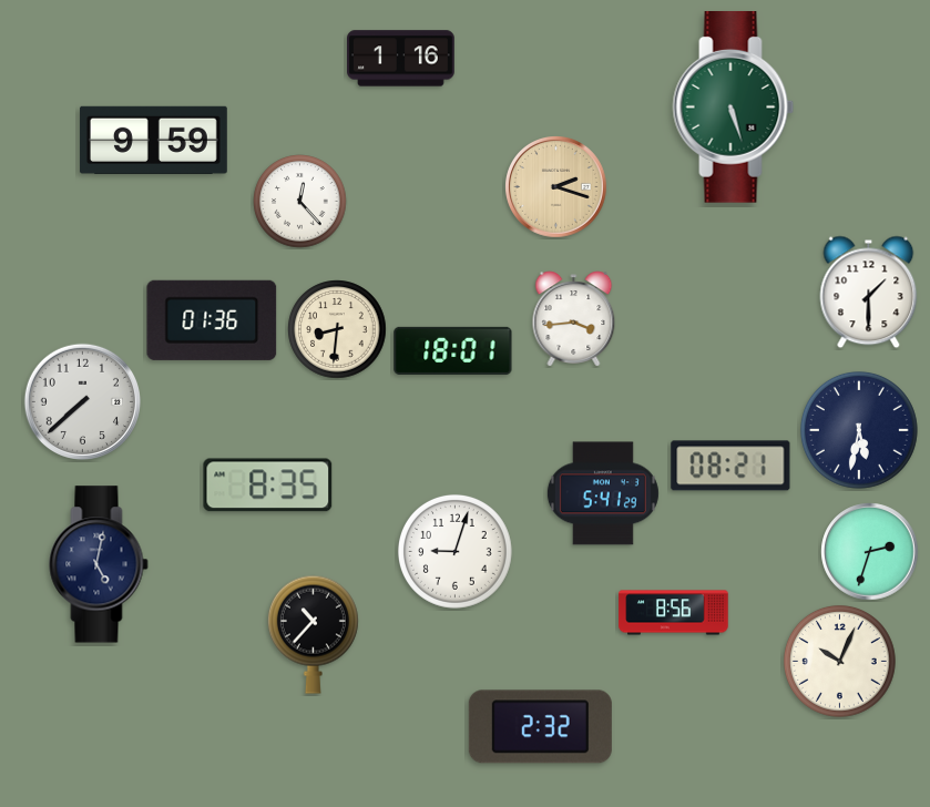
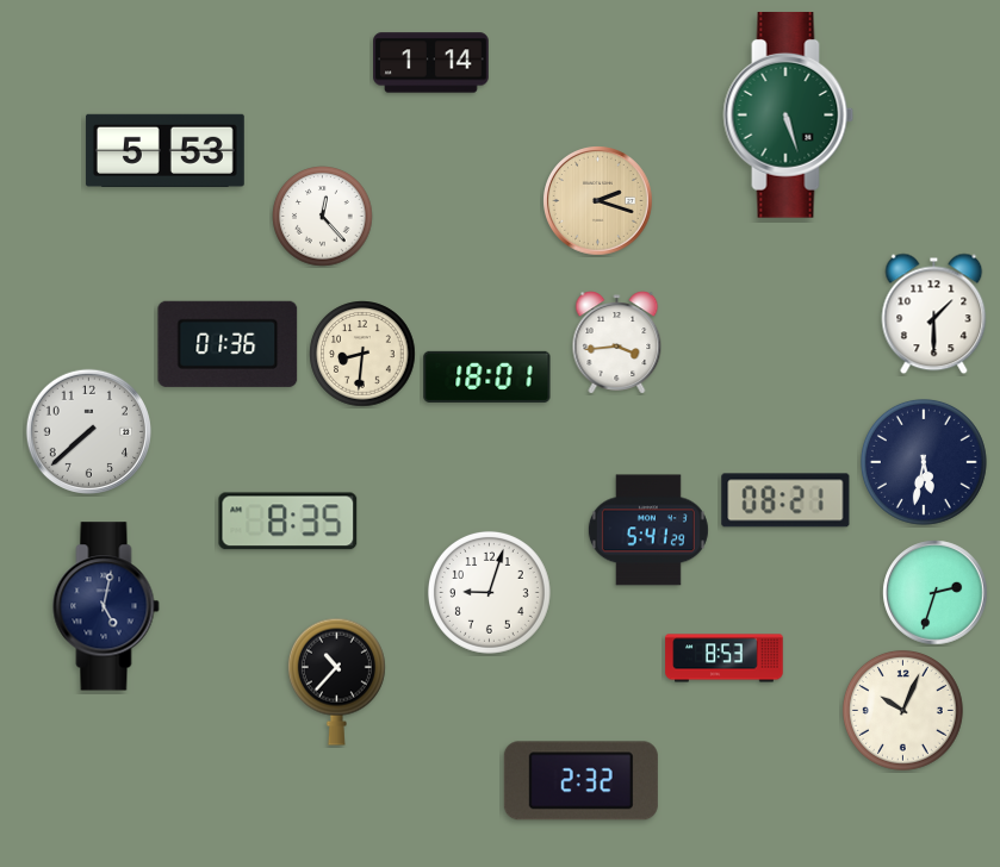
clock at (401, 59): 1:16 -> 1:14
clock at (153, 140): 9:59 -> 5:53
clock at (674, 613): 8:56 -> 8:53
